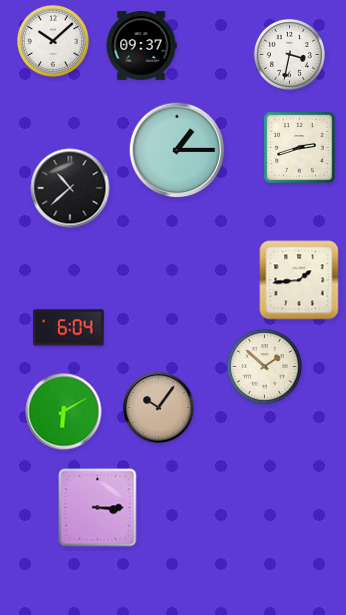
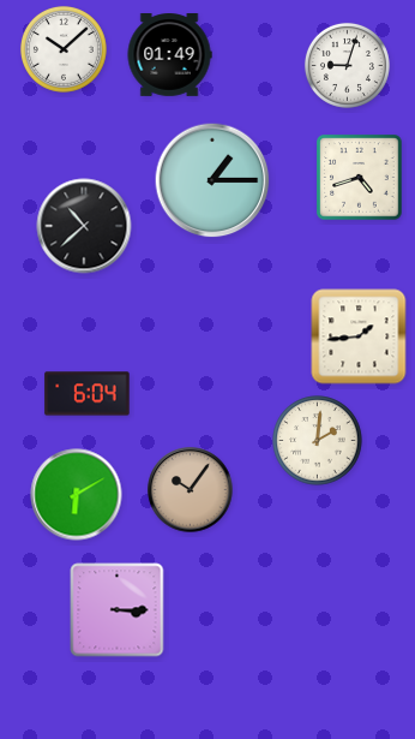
clock at (141, 46): 09:37 -> 01:49
clock at (289, 54): 3:32 -> 9:03
clock at (300, 148): 2:42 -> 4:42
clock at (69, 328) position: (69, 328) -> (88, 394)
clock at (265, 367): 1:52 -> 2:01
